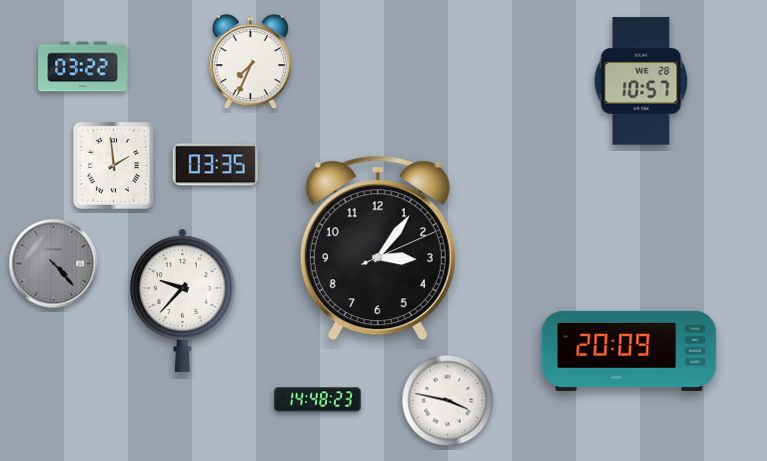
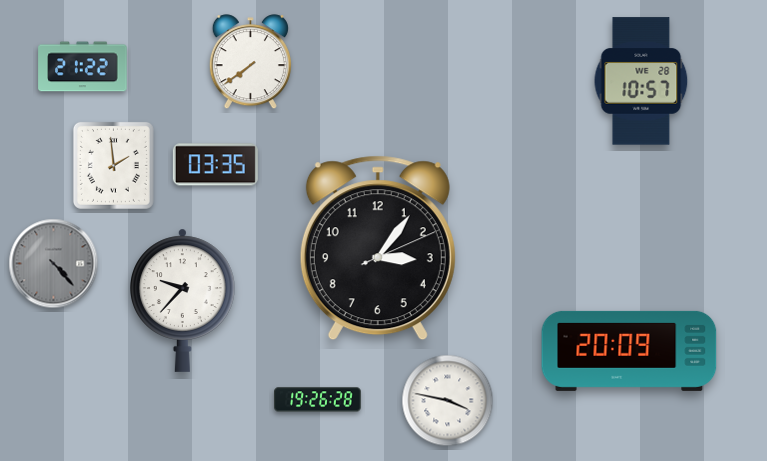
clock at (250, 62): 7:34 -> 7:39
clock at (83, 67): 03:22 -> 21:22
clock at (318, 400): 14:48 -> 19:26
